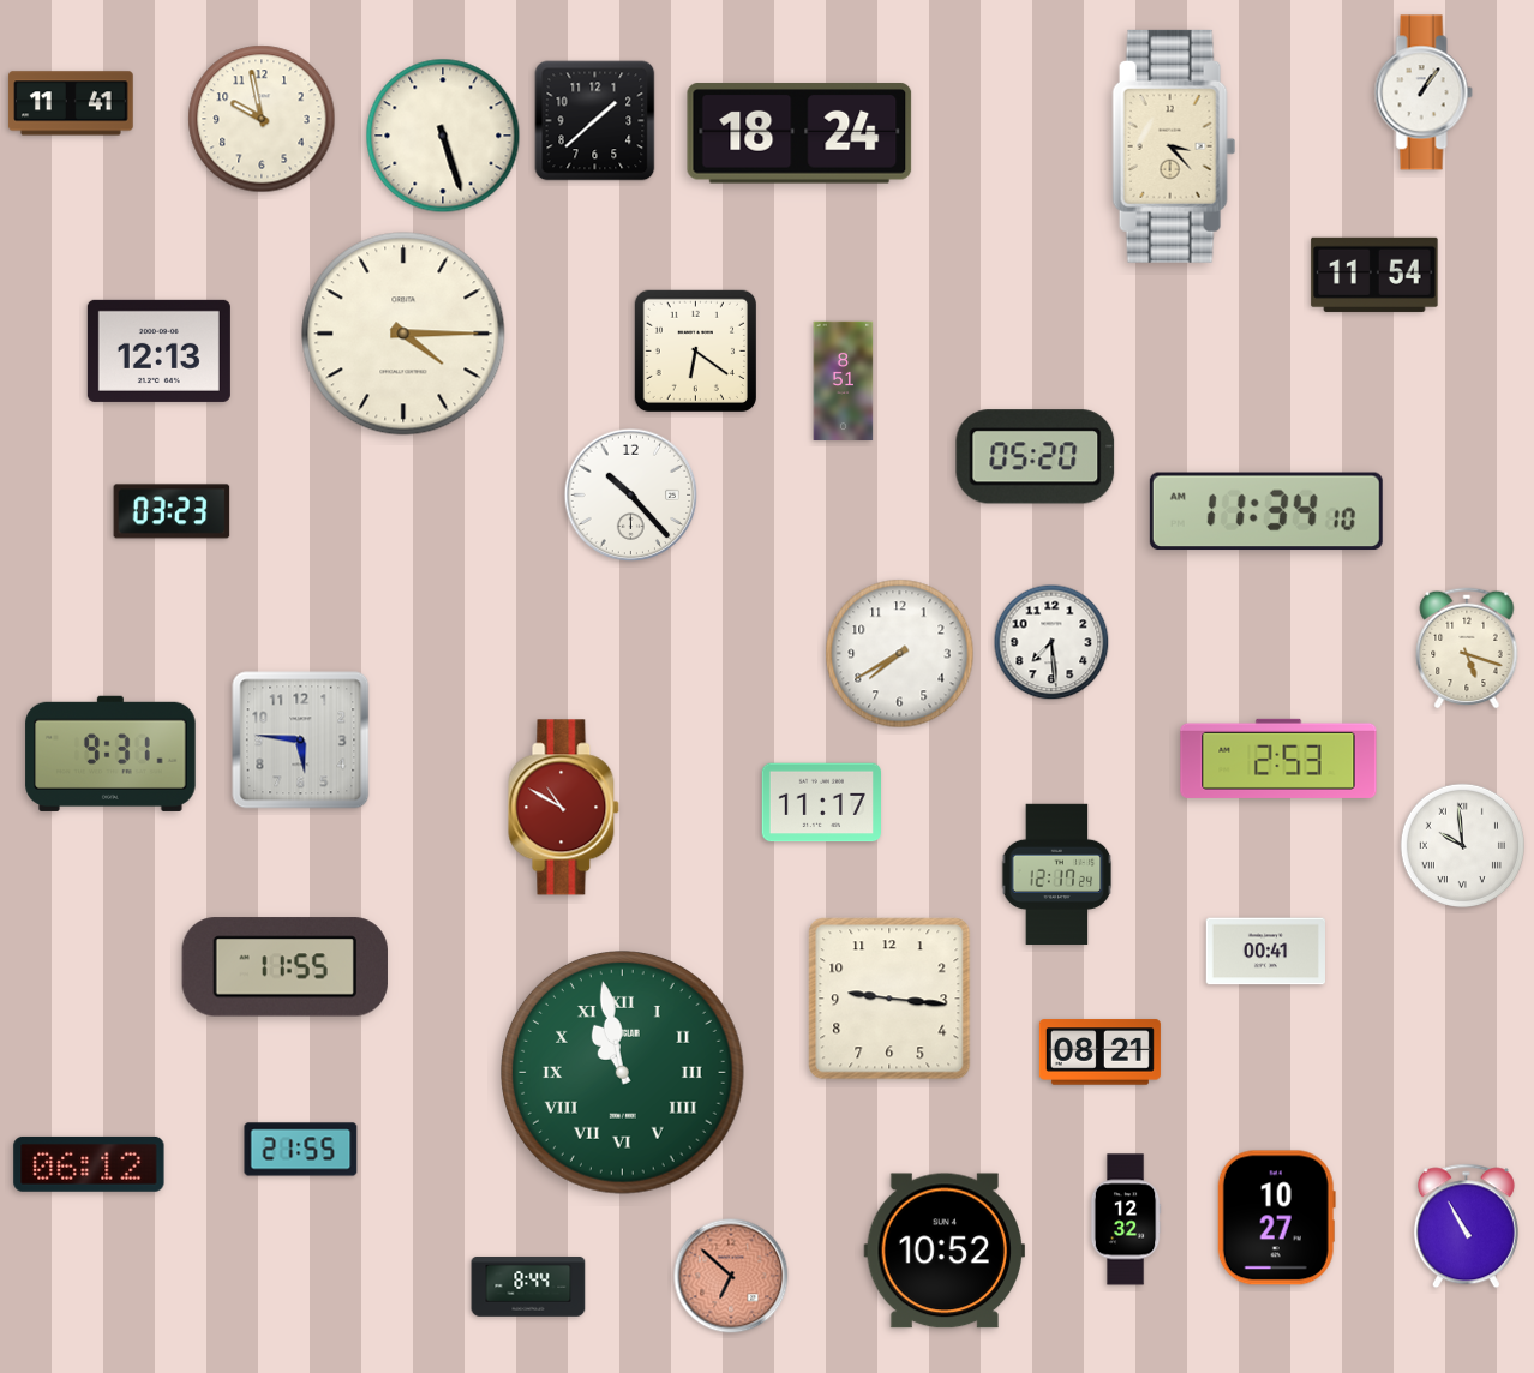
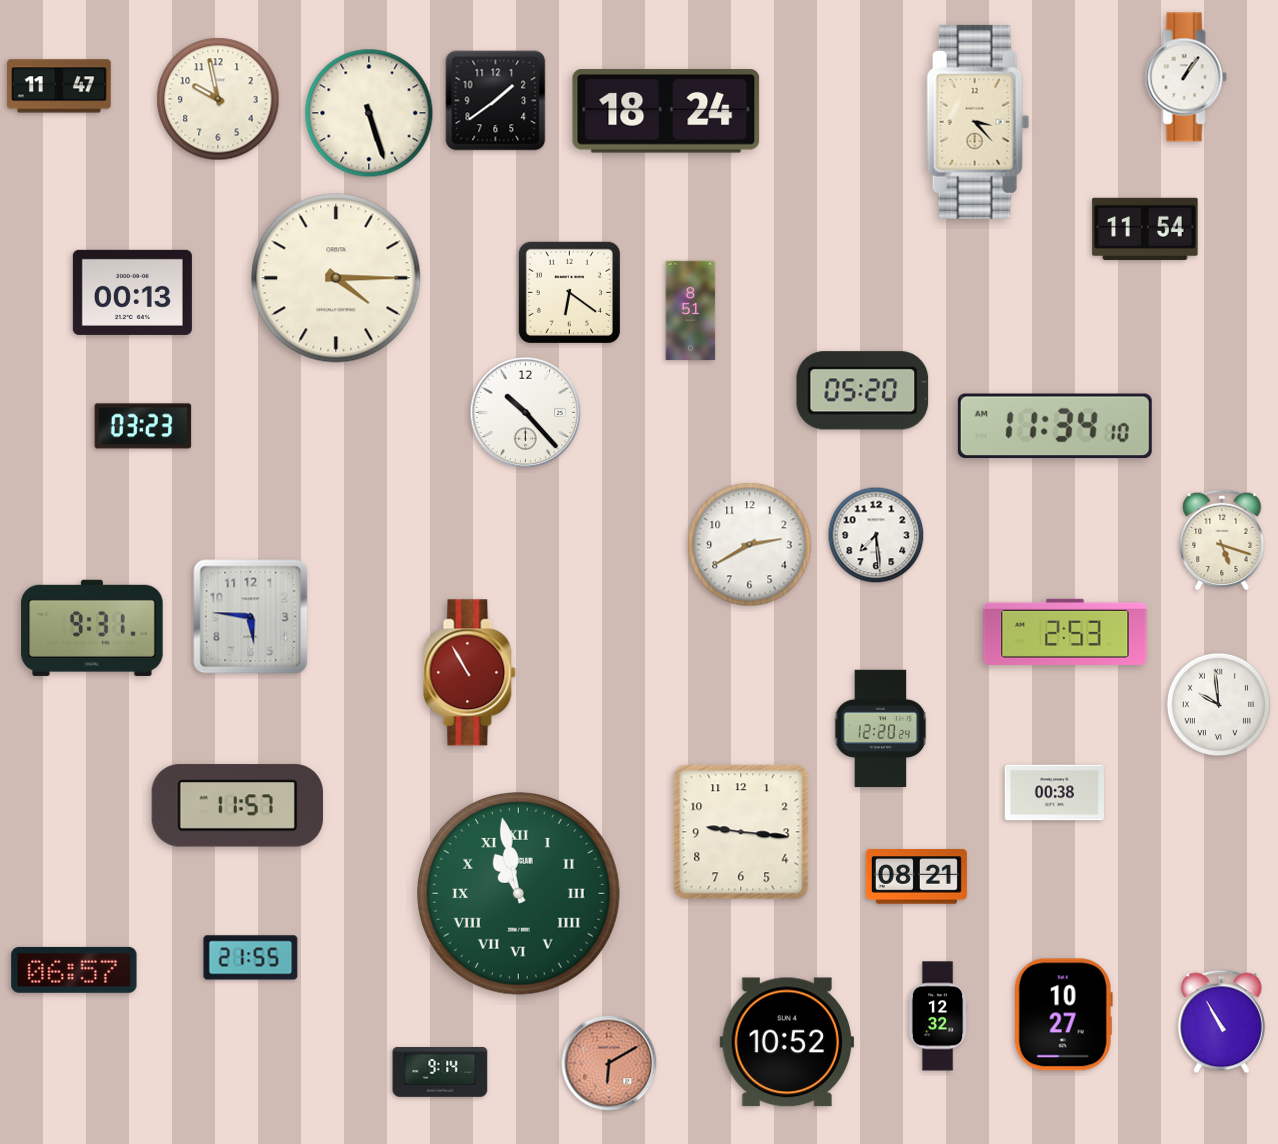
clock at (71, 103): 11:41 -> 11:47
clock at (595, 121): 1:38 -> 1:39
clock at (158, 350): 12:13 -> 00:13
clock at (695, 350) position: (695, 350) -> (569, 292)
clock at (844, 382) position: (844, 382) -> (691, 311)
clock at (1036, 457) position: (1036, 457) -> (863, 391)
clock at (900, 654): 7:40 -> 2:40
clock at (821, 803): 11:17 -> none
clock at (564, 808): 10:50 -> 10:55
clock at (1057, 875): 12:17 -> 12:20
clock at (1265, 952): 00:41 -> 00:38
clock at (284, 967): 11:55 -> 11:57
clock at (89, 1164): 06:12 -> 06:57
clock at (731, 1276): 6:52 -> 6:10
clock at (528, 1287): 8:44 -> 9:14
